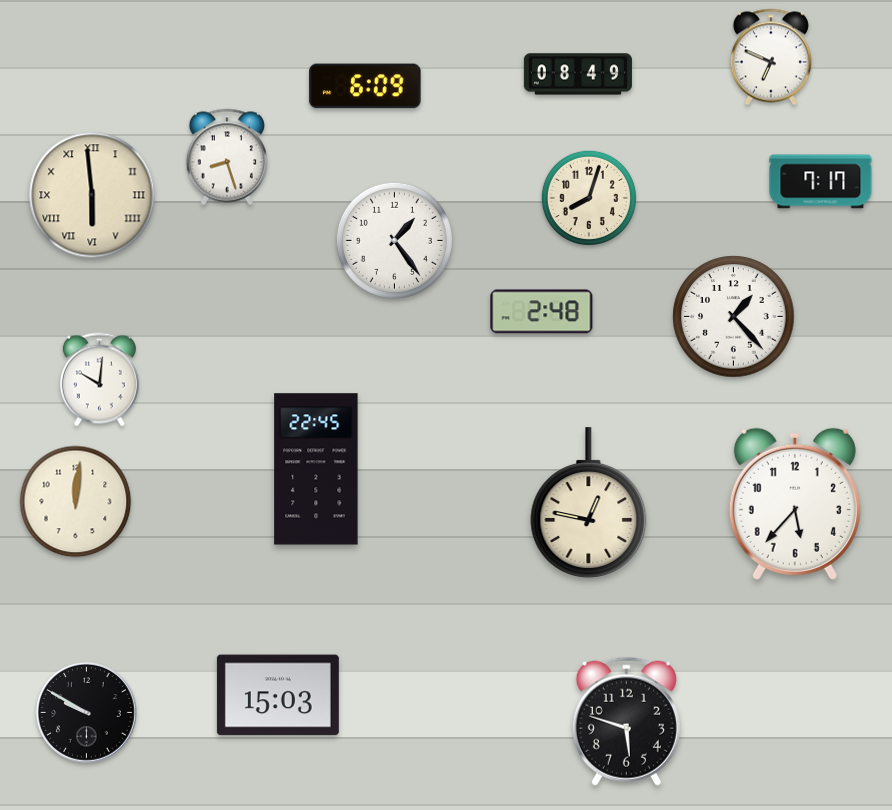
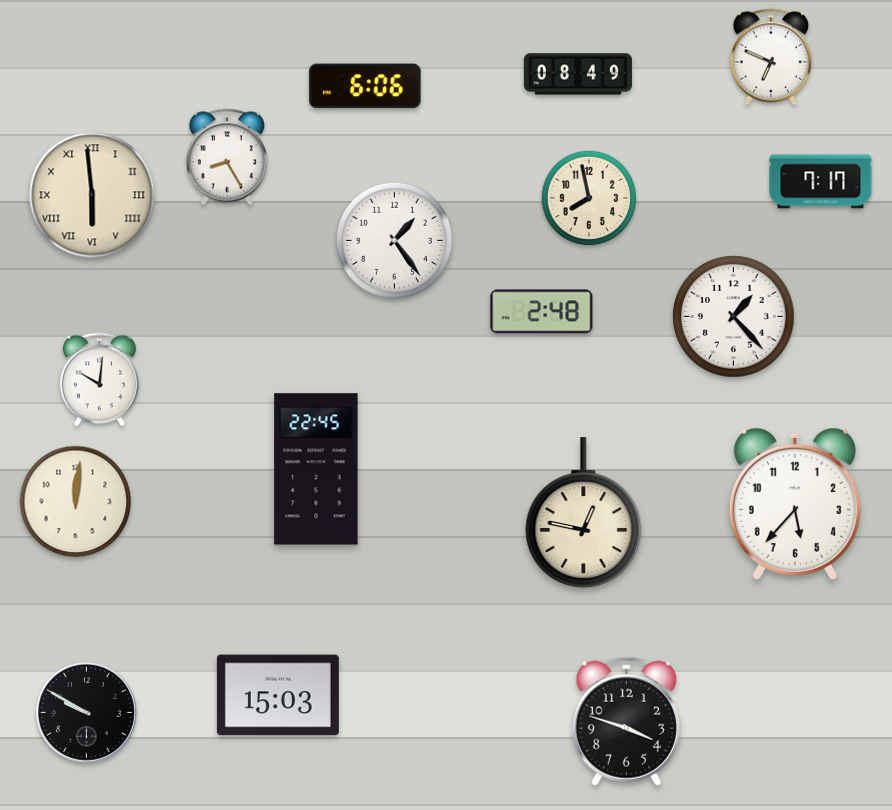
clock at (365, 86): 6:09 -> 6:06
clock at (227, 157): 8:27 -> 8:25
clock at (589, 198): 8:03 -> 7:58
clock at (589, 503) position: (589, 503) -> (584, 513)
clock at (626, 721): 5:48 -> 3:48
